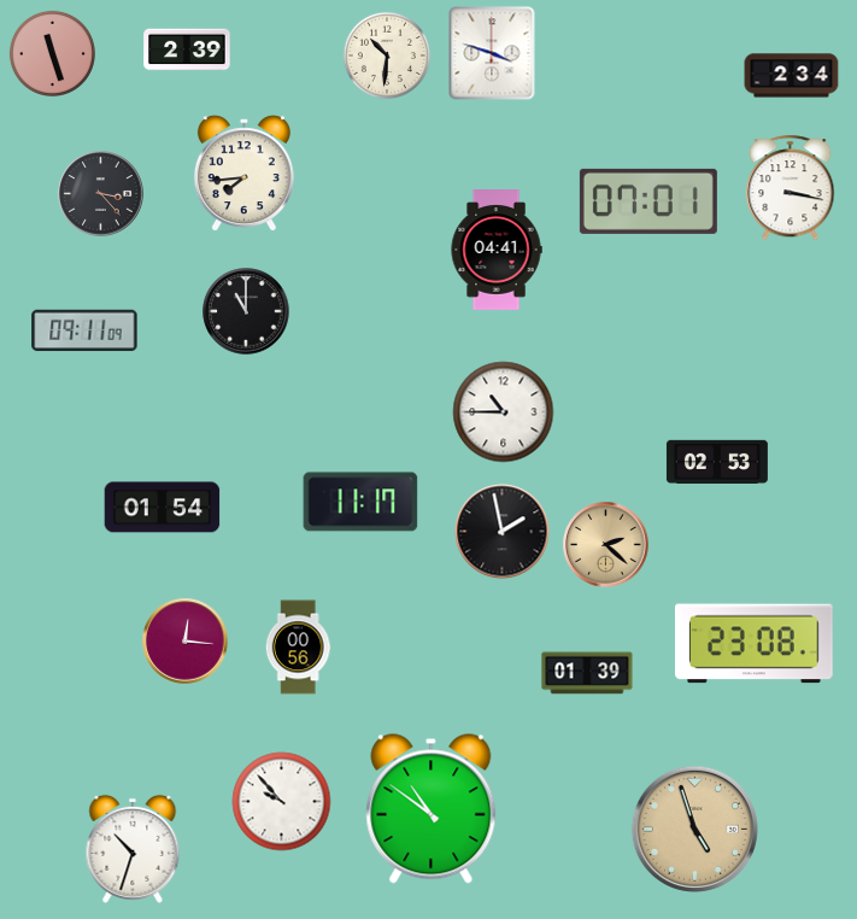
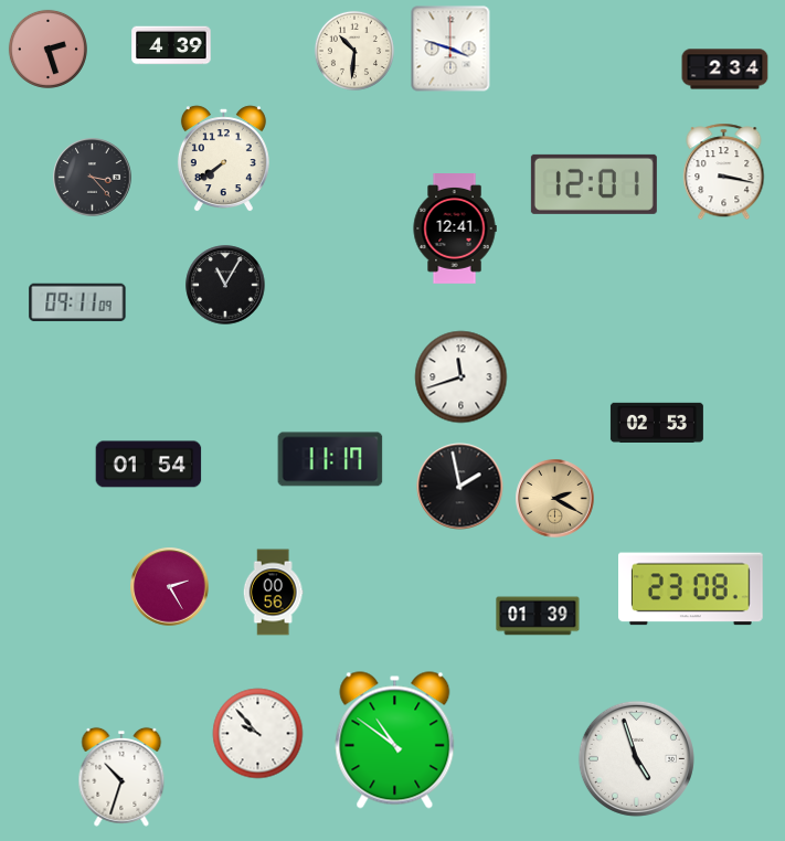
clock at (187, 49): 2:39 -> 4:39
clock at (52, 53): 11:27 -> 2:27
clock at (243, 174): 7:44 -> 7:39
clock at (648, 201): 07:01 -> 12:01
clock at (497, 251): 04:41 -> 12:41
clock at (246, 311): 11:00 -> 11:05
clock at (504, 412): 10:45 -> 11:42
clock at (606, 545): 2:22 -> 2:20
clock at (186, 642): 12:16 -> 2:25
clock at (694, 829) dial: champagne -> white
